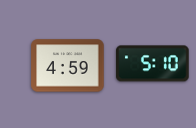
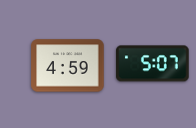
clock at (153, 64): 5:10 -> 5:07
